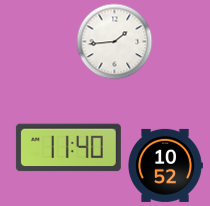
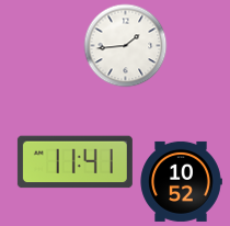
clock at (68, 148): 11:40 -> 11:41
